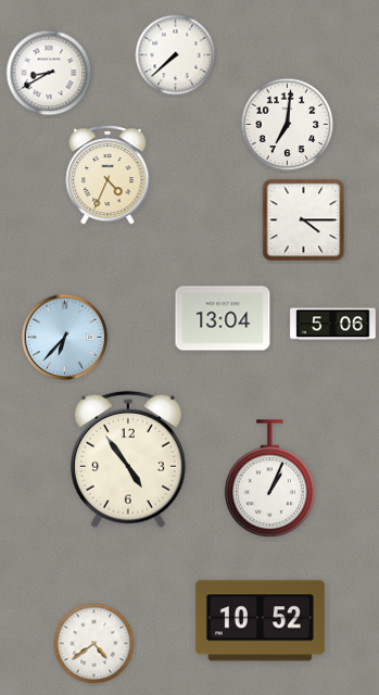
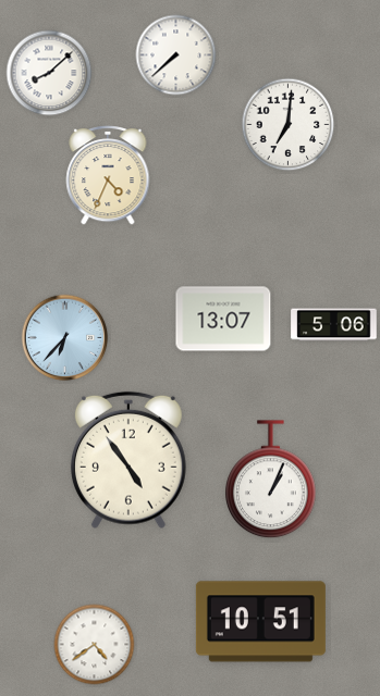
clock at (49, 73): 8:40 -> 8:08
clock at (304, 220): 4:15 -> none
clock at (223, 318): 13:04 -> 13:07
clock at (260, 621): 10:52 -> 10:51
